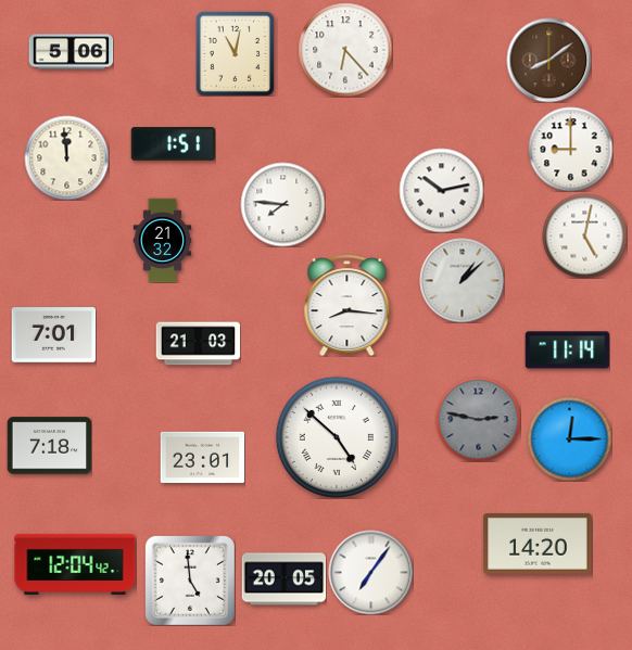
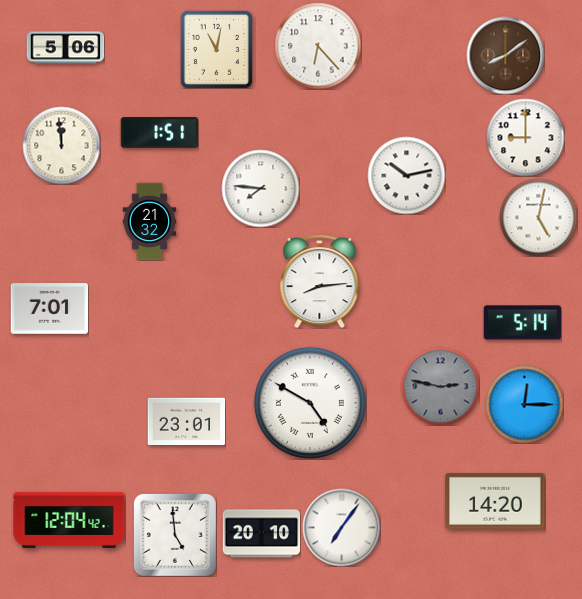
clock at (462, 280): 1:08 -> none
clock at (347, 306): 8:16 -> 8:14
clock at (198, 344): 21:03 -> none
clock at (567, 351): 11:14 -> 5:14
clock at (337, 437): 4:52 -> 4:50
clock at (49, 446): 7:18 -> none
clock at (283, 579): 20:05 -> 20:10
